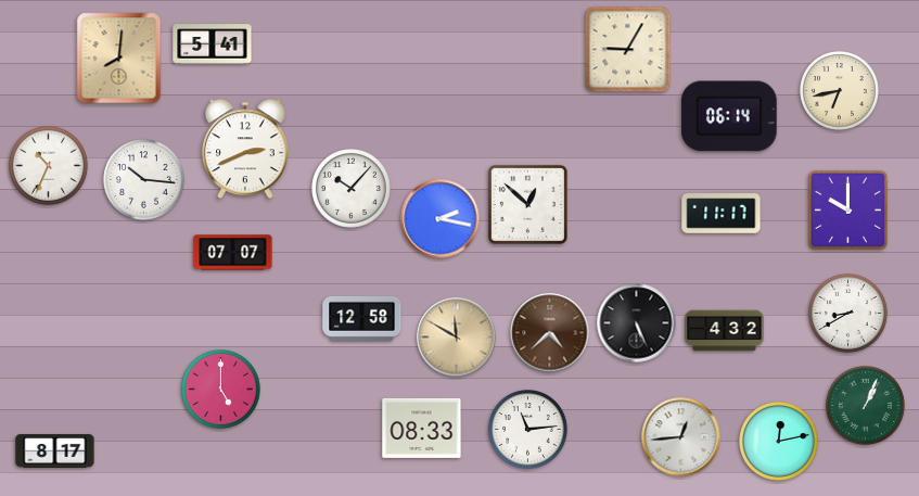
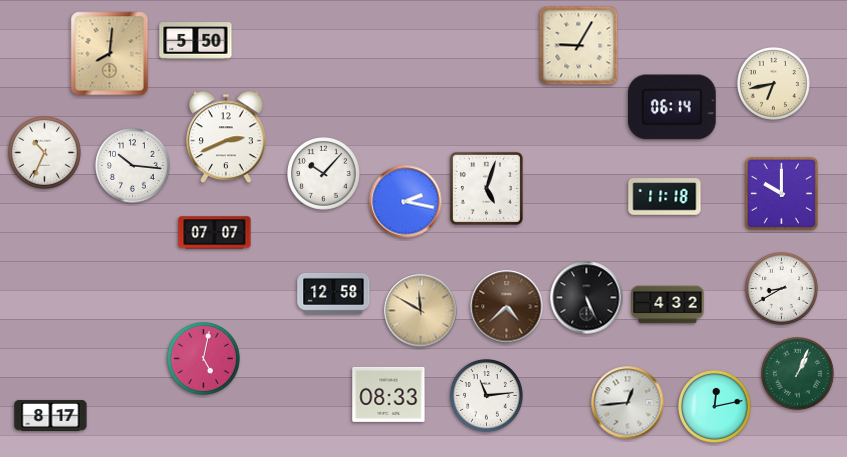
clock at (213, 44): 5:41 -> 5:50
clock at (527, 204): 12:52 -> 5:03
clock at (722, 214): 11:17 -> 11:18
clock at (221, 390): 5:00 -> 5:02
clock at (779, 442) position: (779, 442) -> (715, 407)
